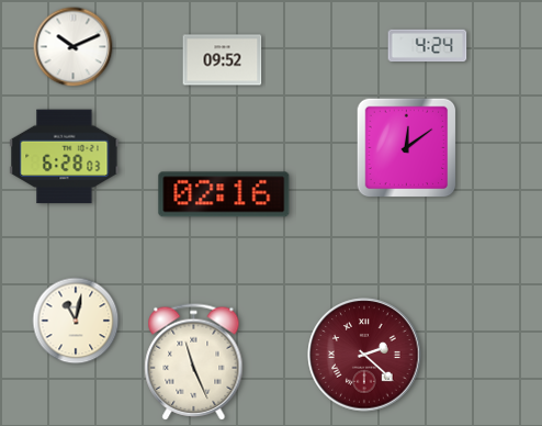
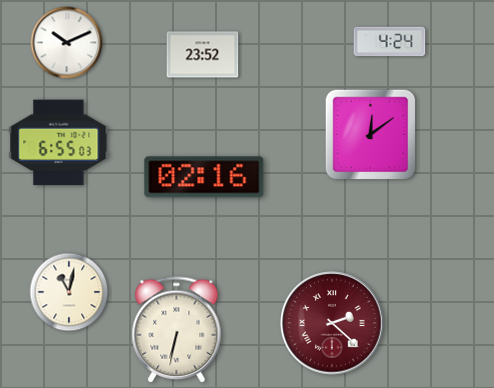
clock at (223, 60): 09:52 -> 23:52
clock at (65, 157): 6:28 -> 6:55
clock at (194, 362): 11:26 -> 6:32
